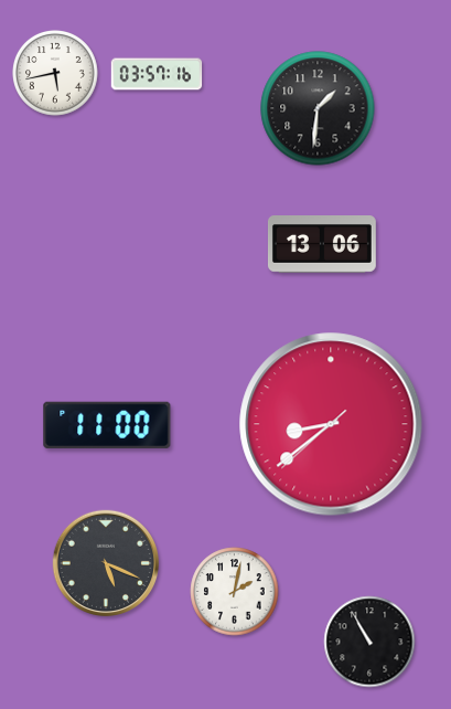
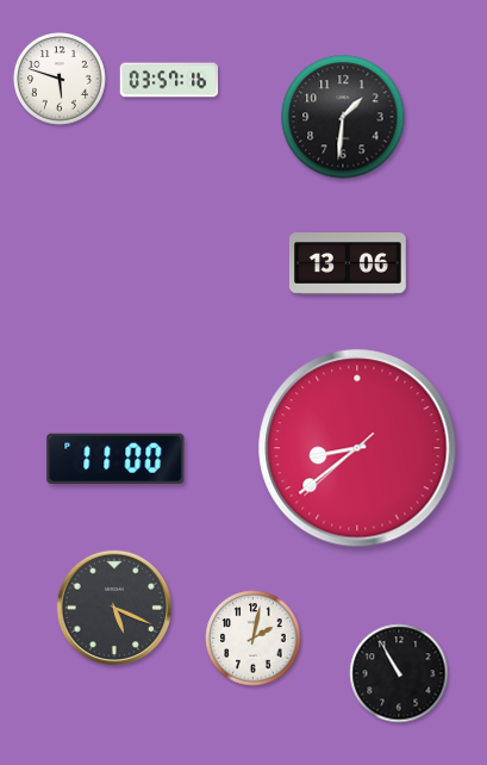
clock at (56, 74): 5:43 -> 5:48
clock at (331, 424) position: (331, 424) -> (357, 448)
clock at (369, 642) position: (369, 642) -> (399, 673)
